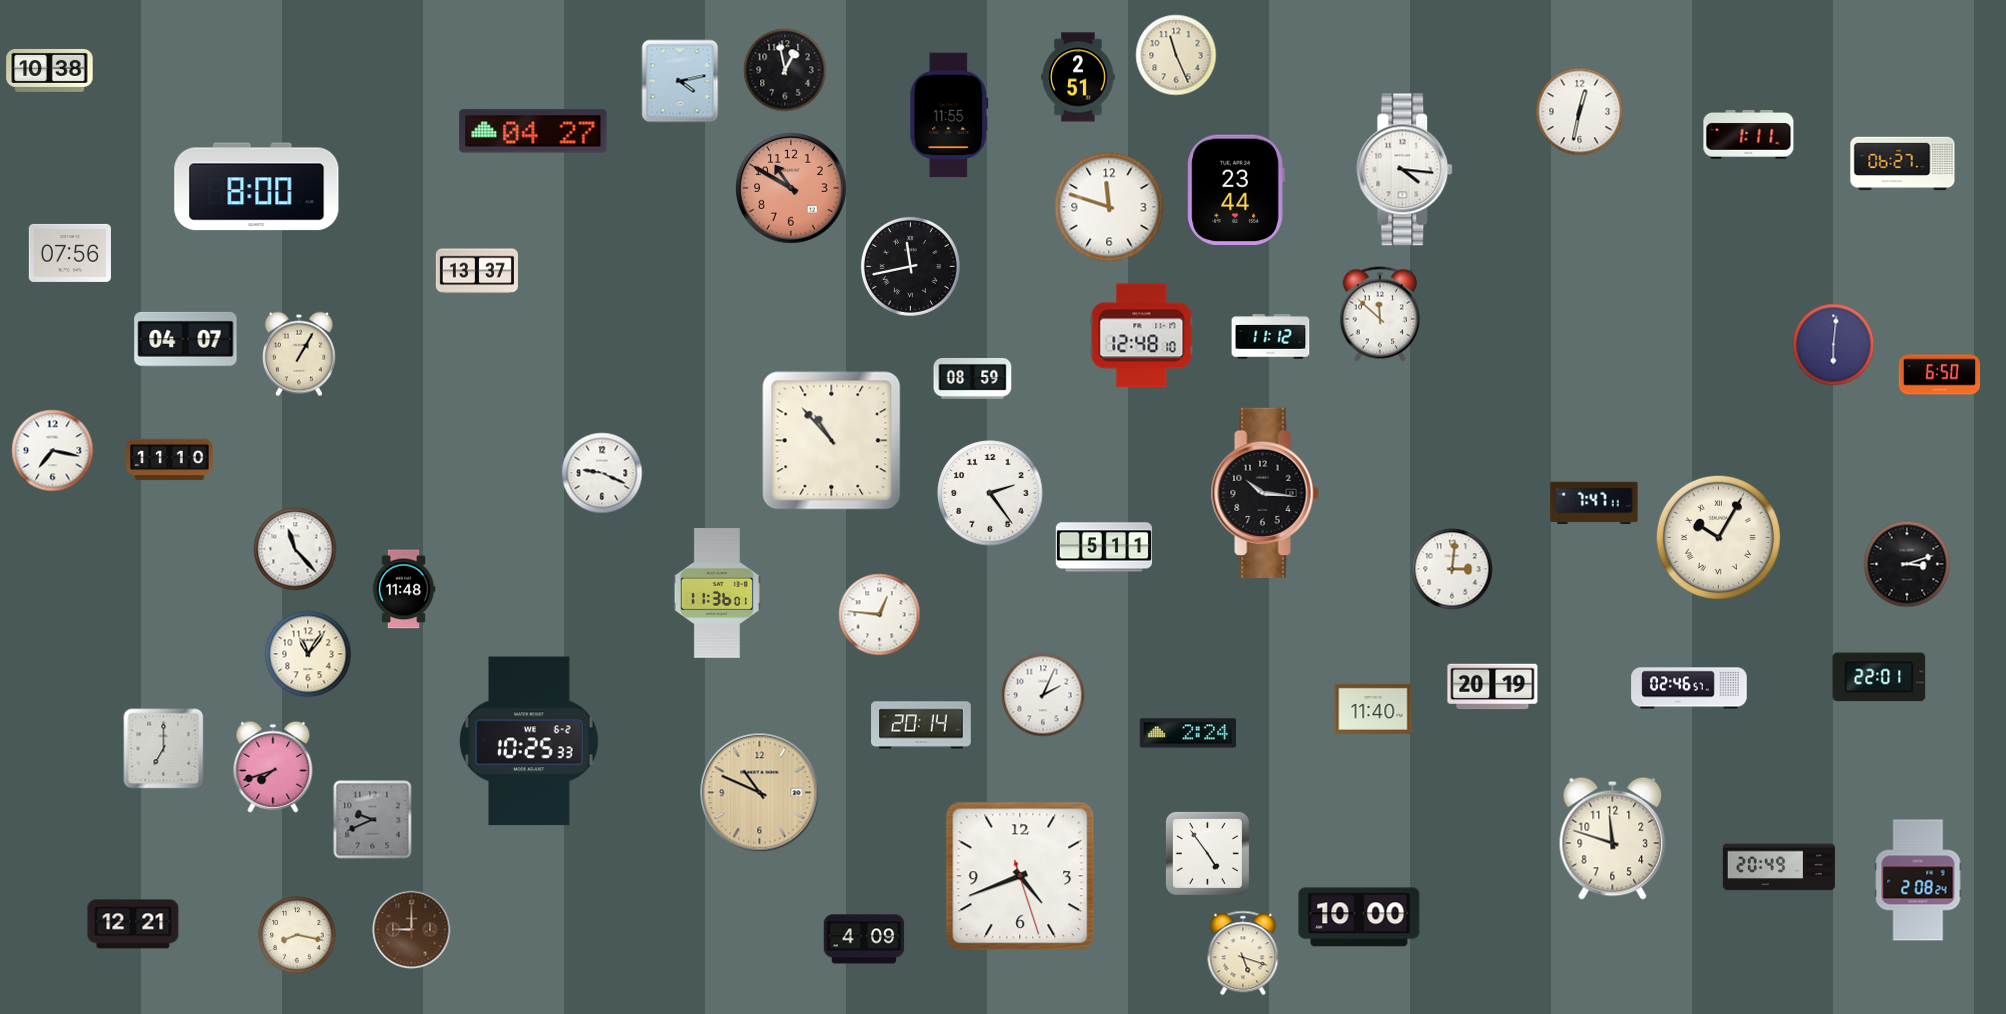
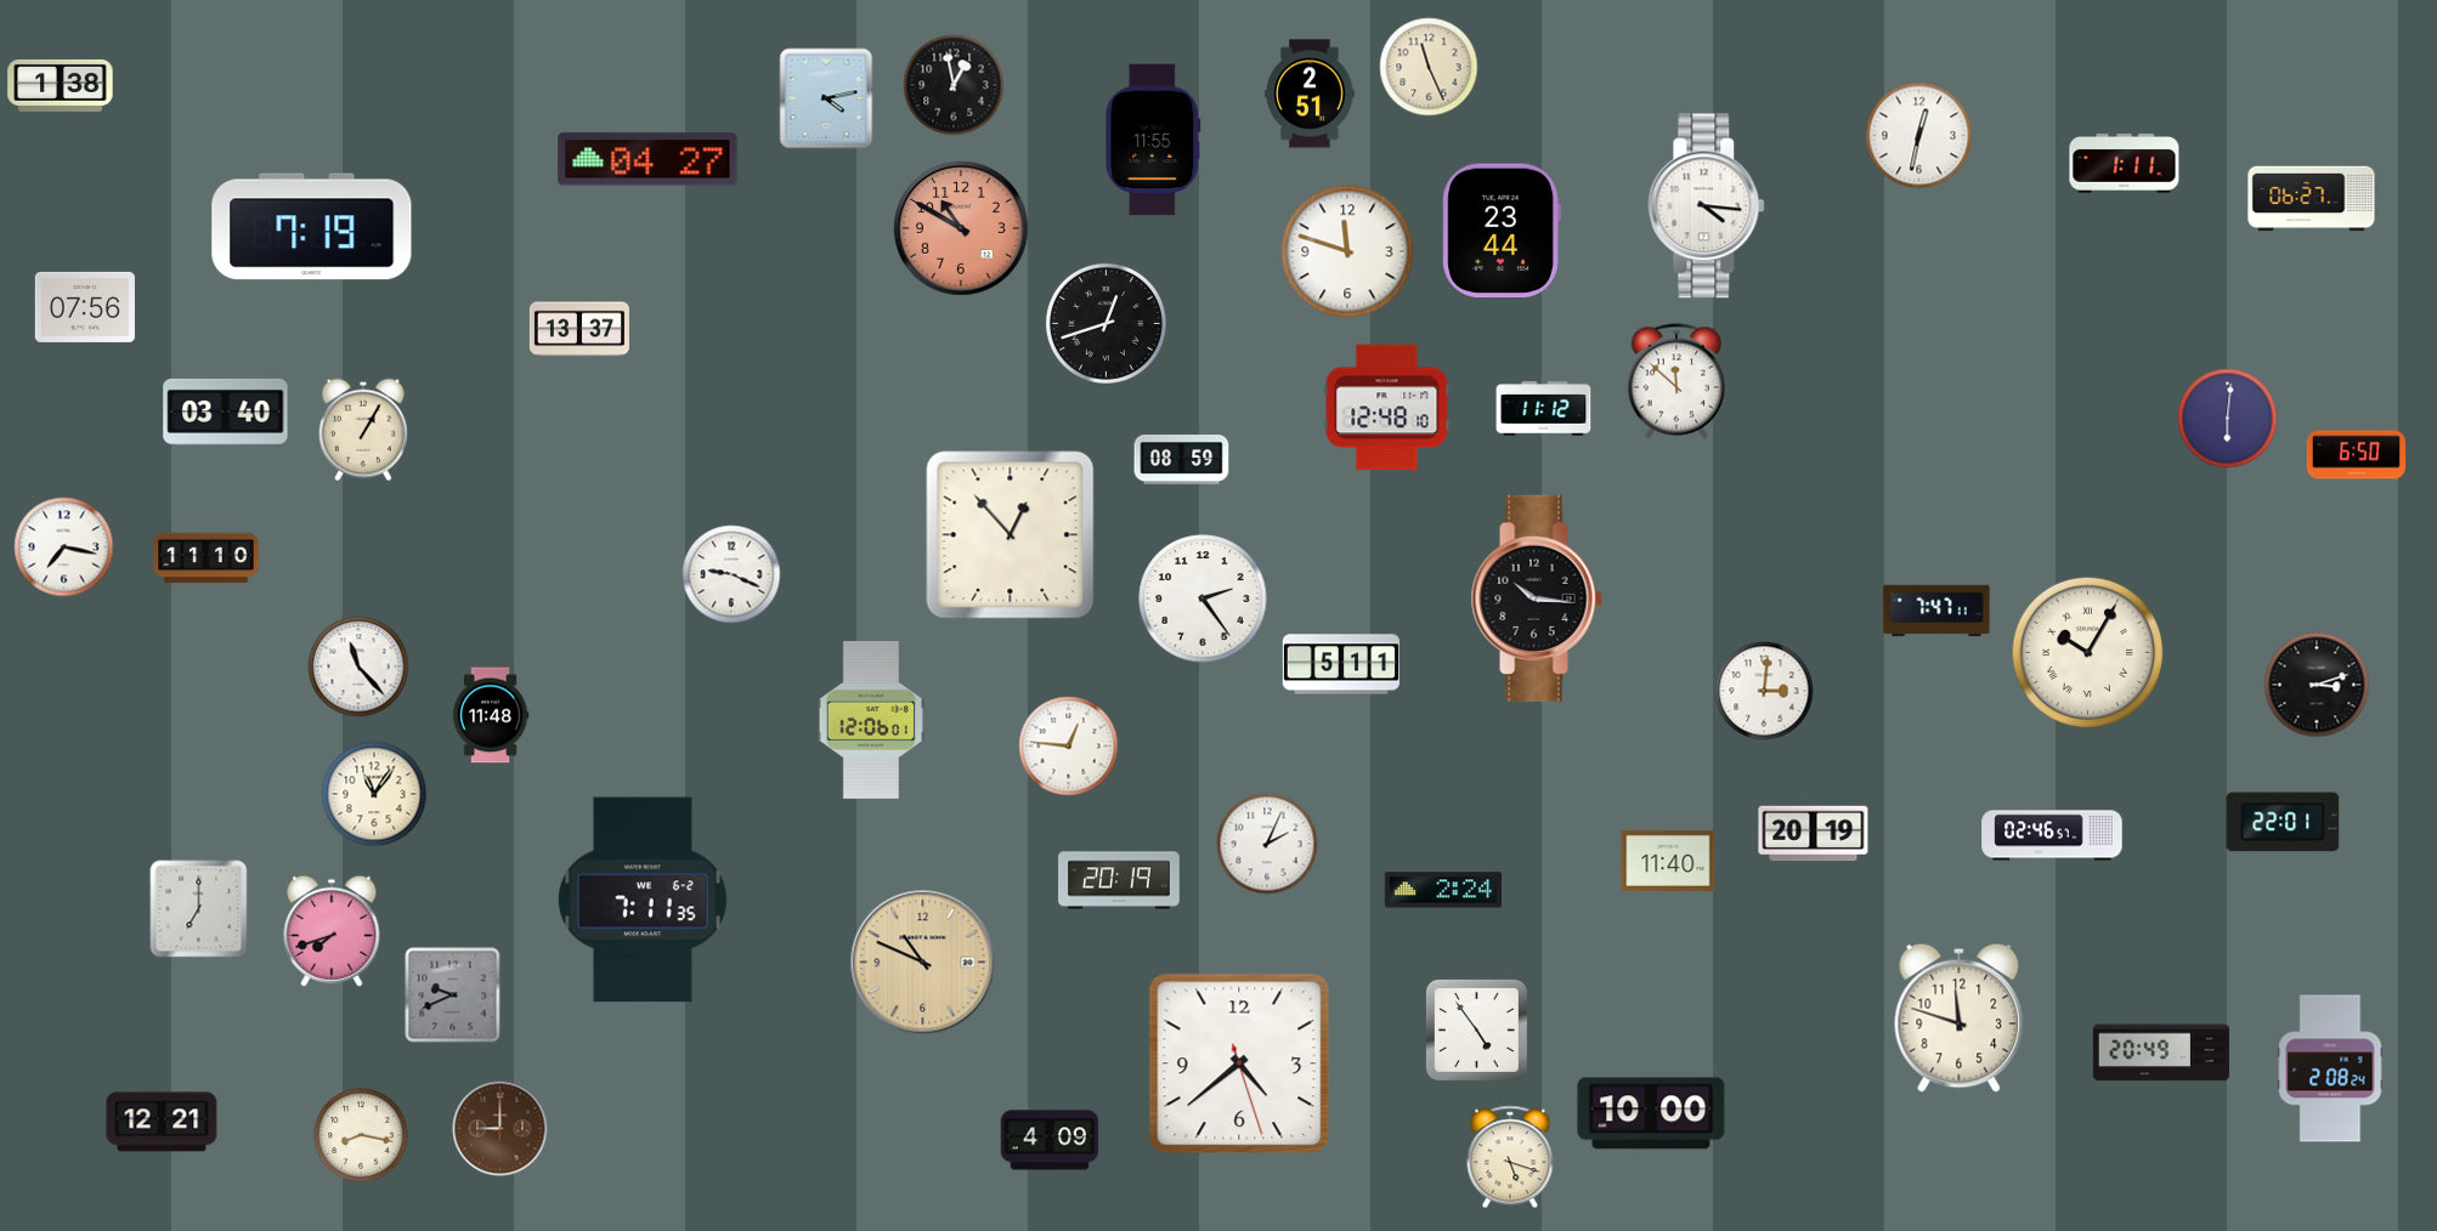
clock at (50, 70): 10:38 -> 1:38
clock at (257, 187): 8:00 -> 7:19
clock at (910, 266): 11:43 -> 12:42
clock at (186, 339): 04:07 -> 03:40
clock at (832, 441): 10:53 -> 12:53
clock at (717, 594): 11:36 -> 12:06
clock at (921, 725): 20:14 -> 20:19
clock at (529, 741): 10:25 -> 7:11
clock at (1207, 853) position: (1207, 853) -> (1476, 1029)
clock at (1020, 876): 4:41 -> 4:38
